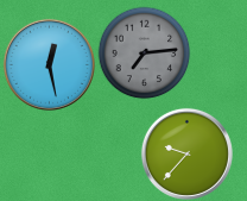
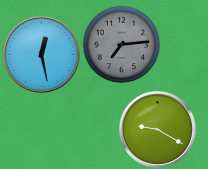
clock at (186, 153): 9:37 -> 9:20
